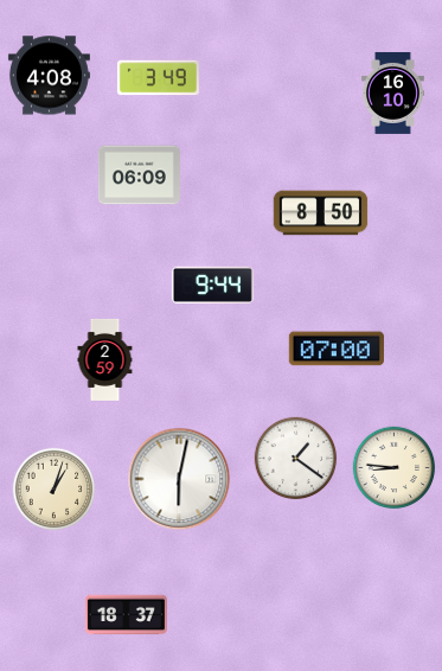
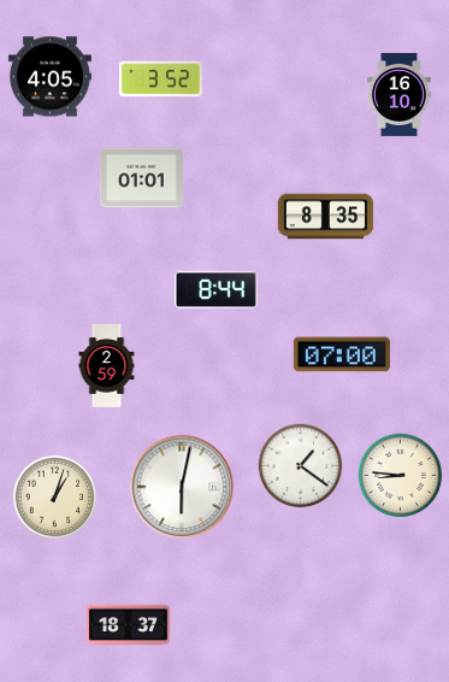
clock at (49, 76): 4:08 -> 4:05
clock at (158, 78): 3:49 -> 3:52
clock at (139, 175): 06:09 -> 01:01
clock at (321, 213): 8:50 -> 8:35
clock at (212, 285): 9:44 -> 8:44
